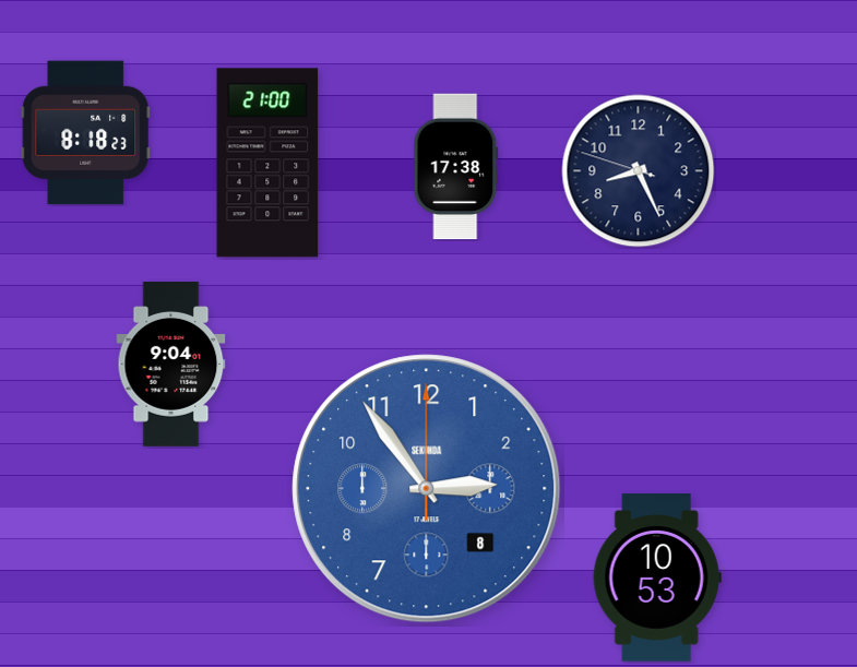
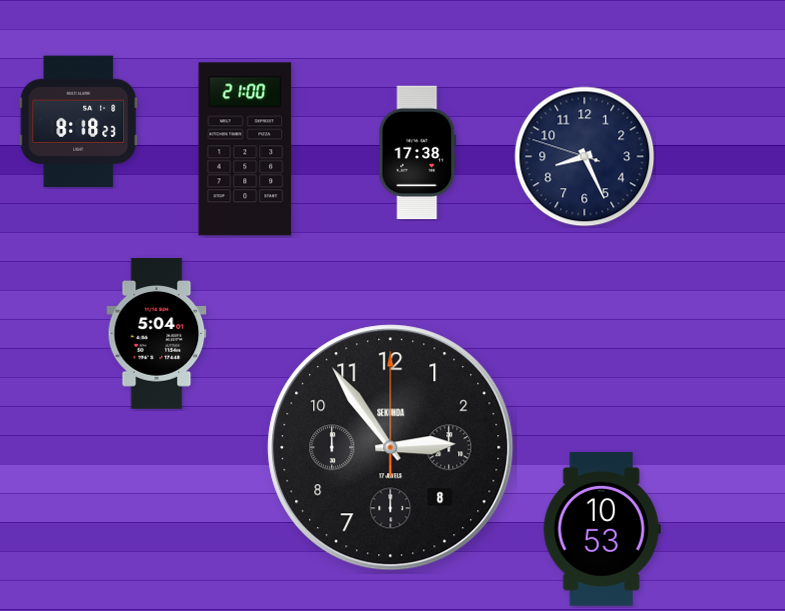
clock at (171, 365): 9:04 -> 5:04
clock at (427, 489) dial: blue -> black
